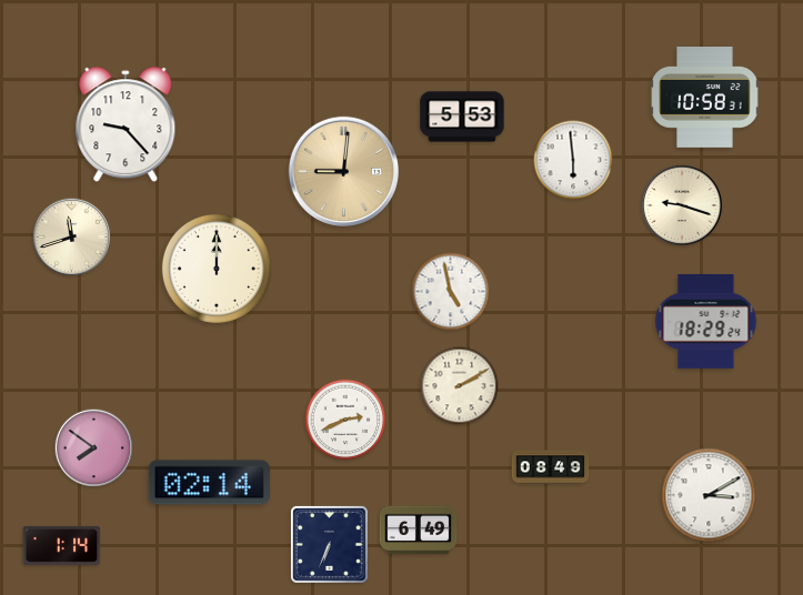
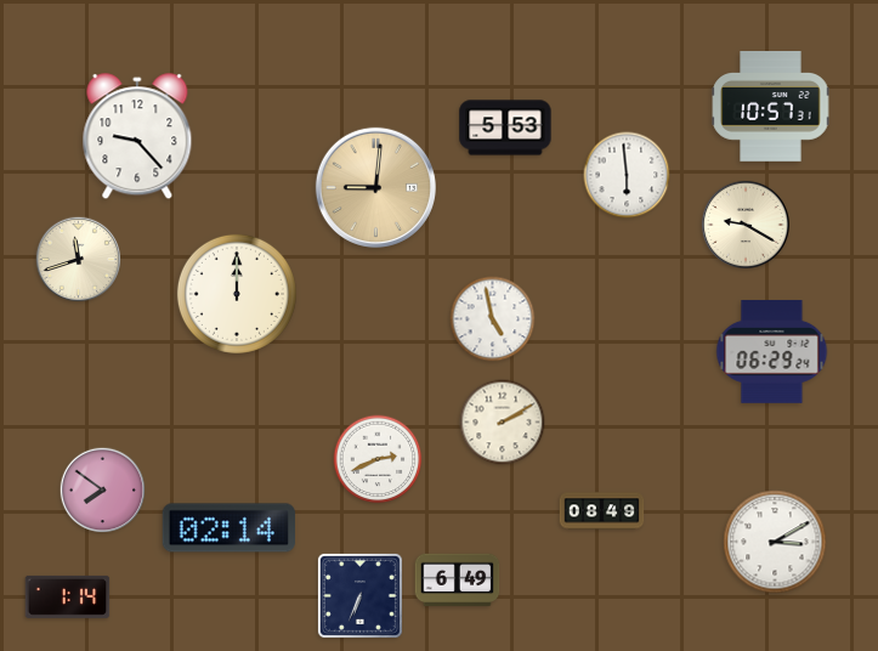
clock at (705, 98): 10:58 -> 10:57
clock at (682, 205): 9:18 -> 9:20
clock at (706, 322): 18:29 -> 06:29
